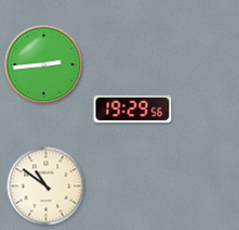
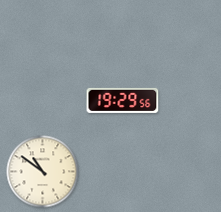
clock at (44, 65): 2:44 -> none
